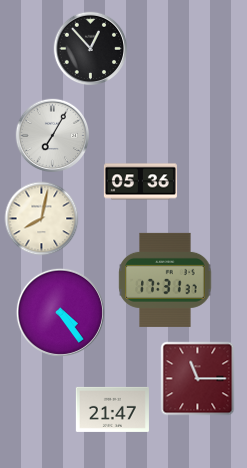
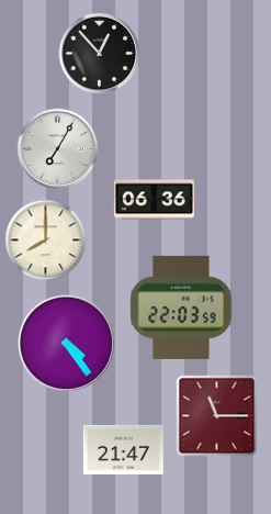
clock at (140, 182): 05:36 -> 06:36
clock at (42, 219): 8:02 -> 8:00
clock at (165, 280): 17:31 -> 22:03
